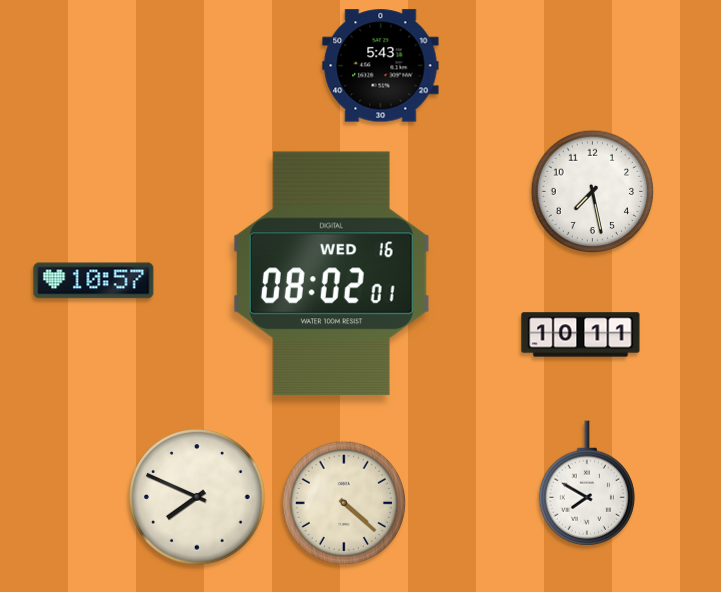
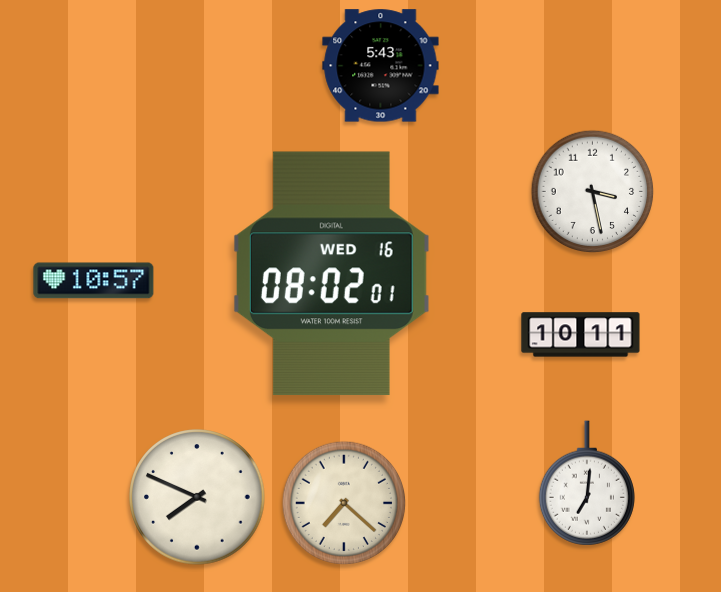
clock at (593, 192): 7:28 -> 3:28
clock at (587, 483): 7:50 -> 7:01
clock at (344, 503): 4:22 -> 7:22
